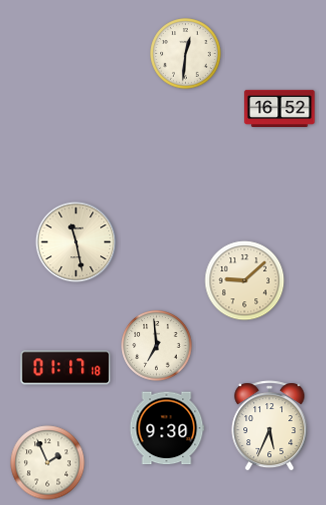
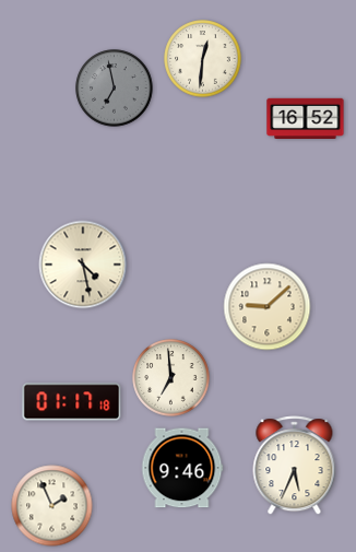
clock at (115, 89): none -> 6:58
clock at (76, 242): 11:28 -> 4:28
clock at (167, 428): 9:30 -> 9:46
